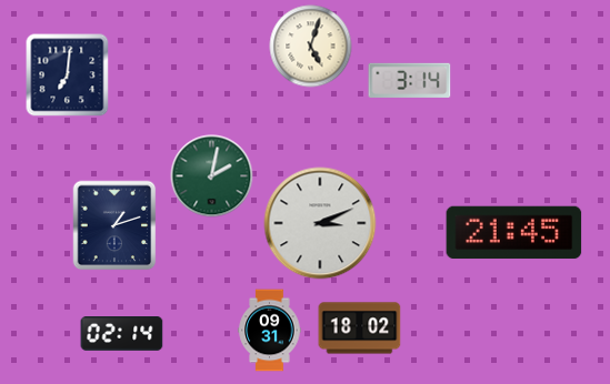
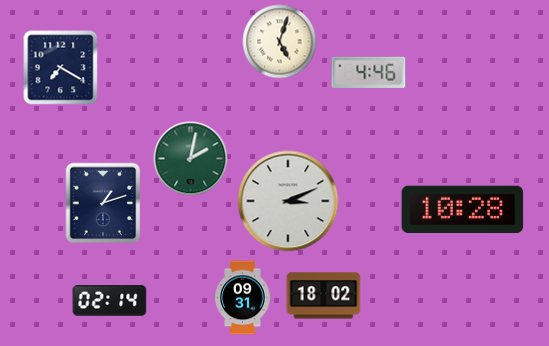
clock at (68, 75): 7:01 -> 7:20
clock at (410, 80): 3:14 -> 4:46
clock at (514, 233): 21:45 -> 10:28
